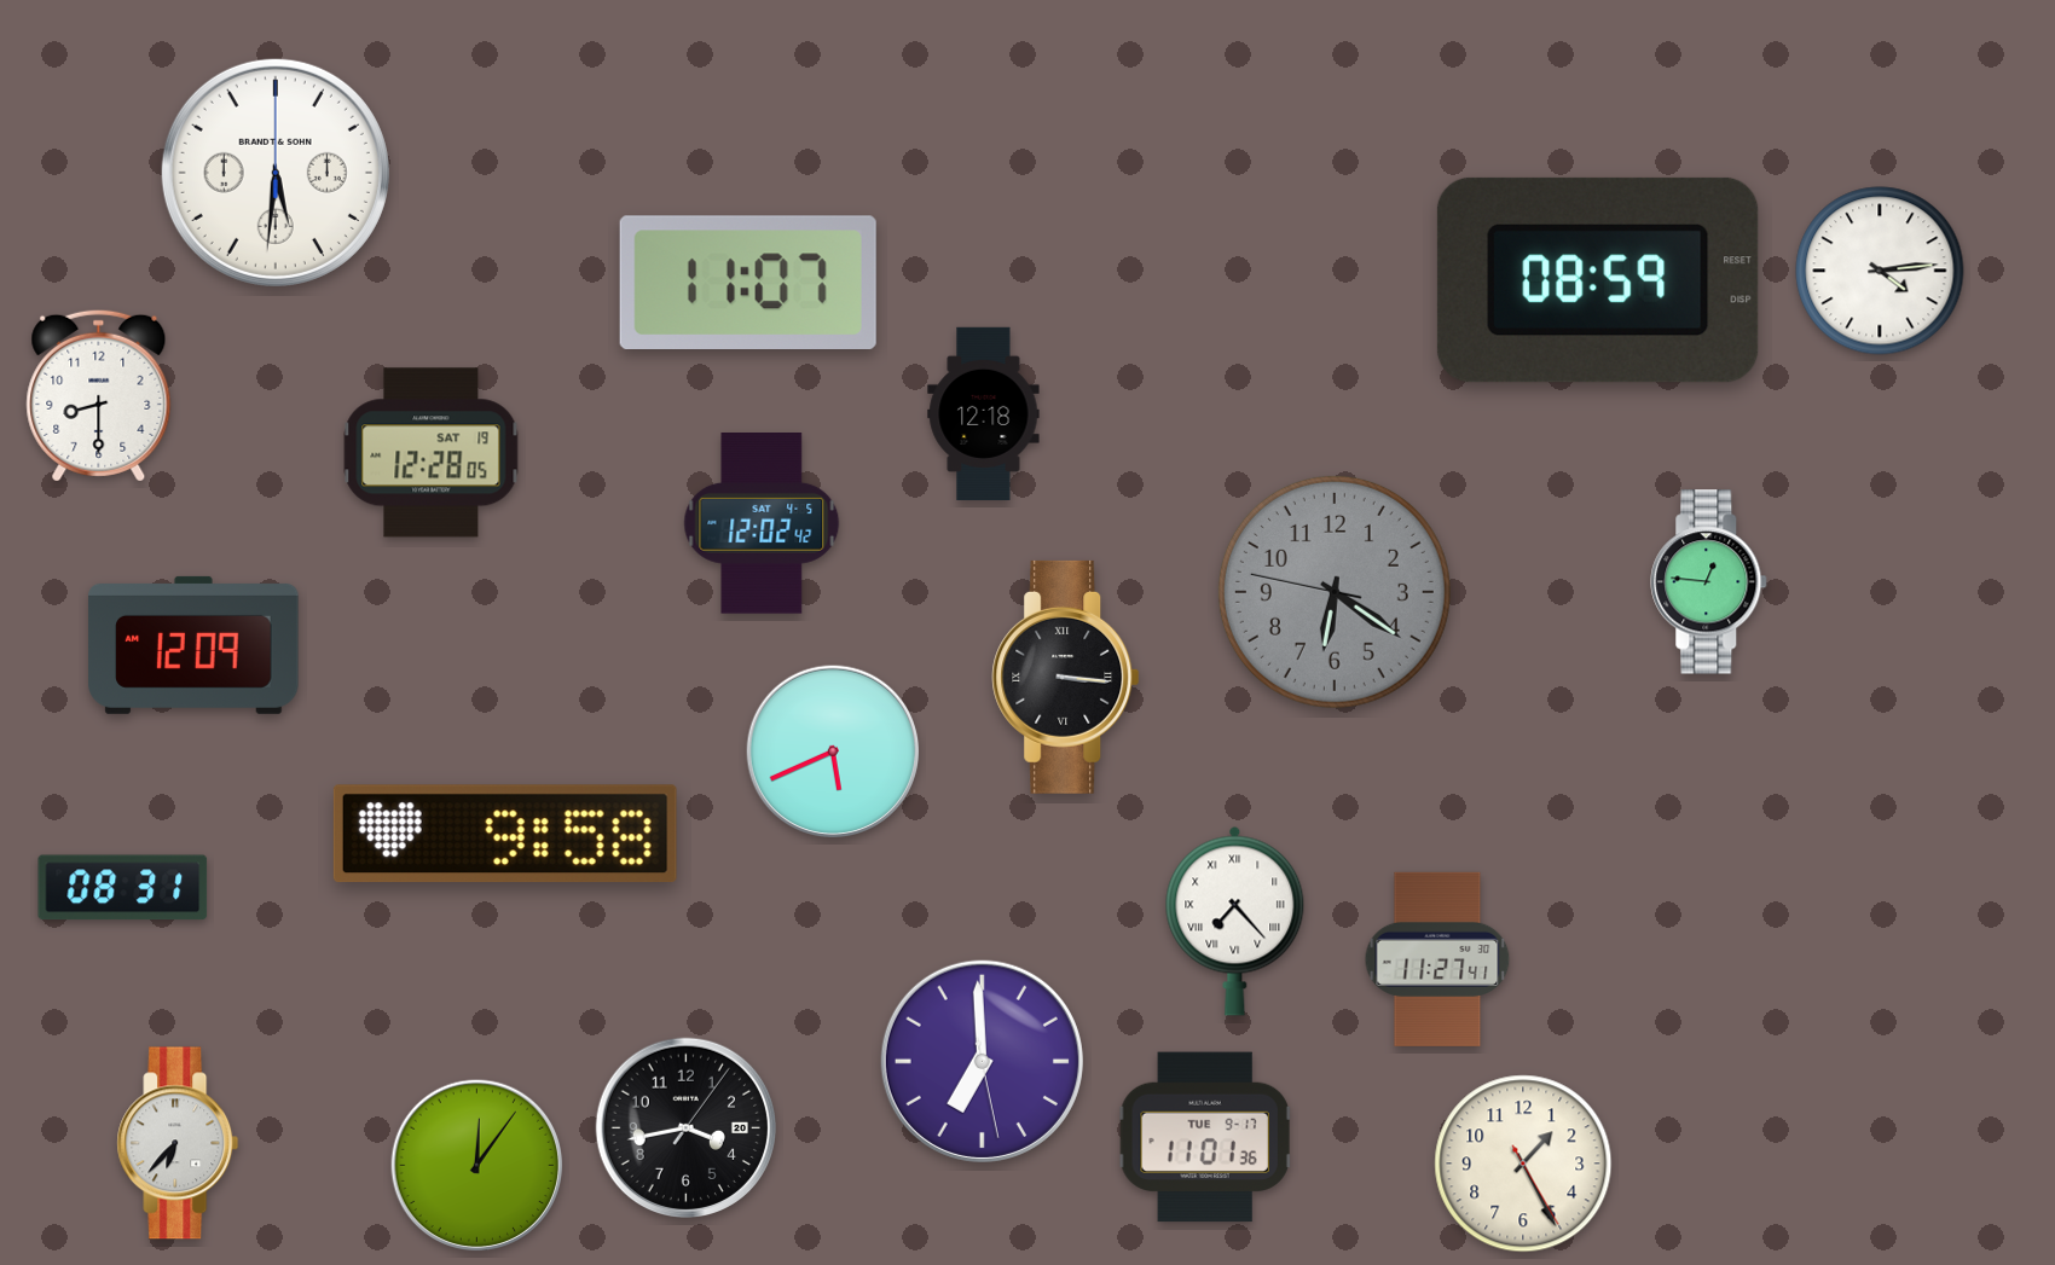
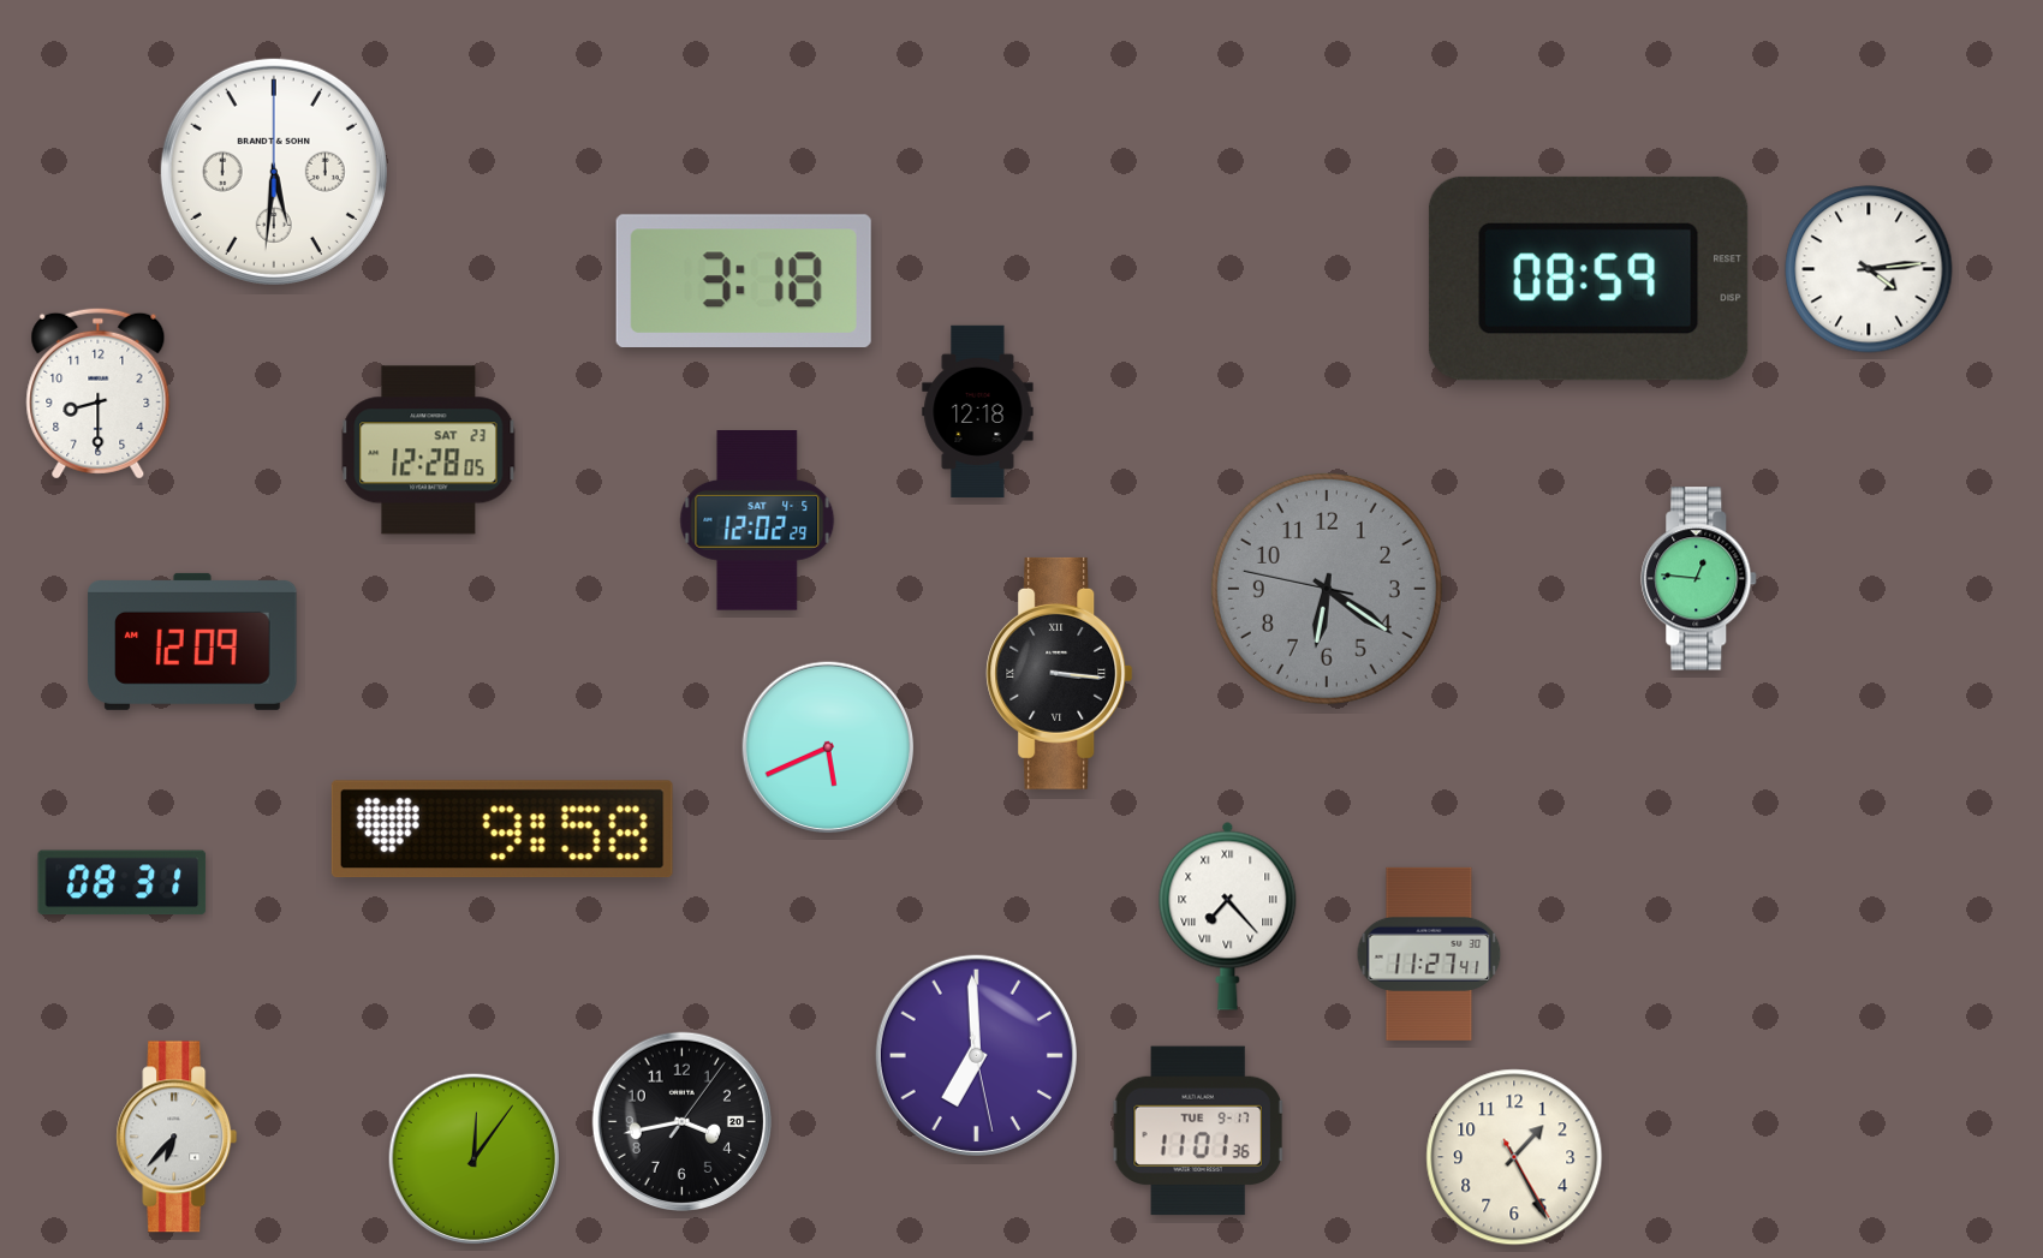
clock at (748, 282): 11:07 -> 3:18
clock at (432, 453) date: SAT 19 -> SAT 23
clock at (762, 524): 12:02:42 -> 12:02:29
